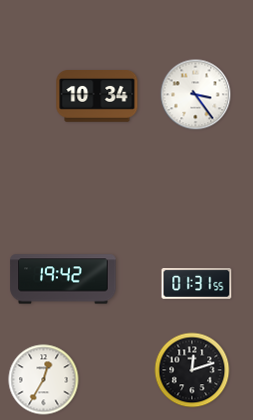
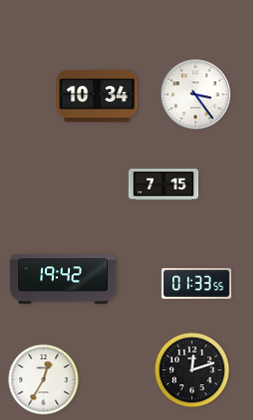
clock at (164, 185): none -> 7:15
clock at (197, 284): 01:31 -> 01:33
